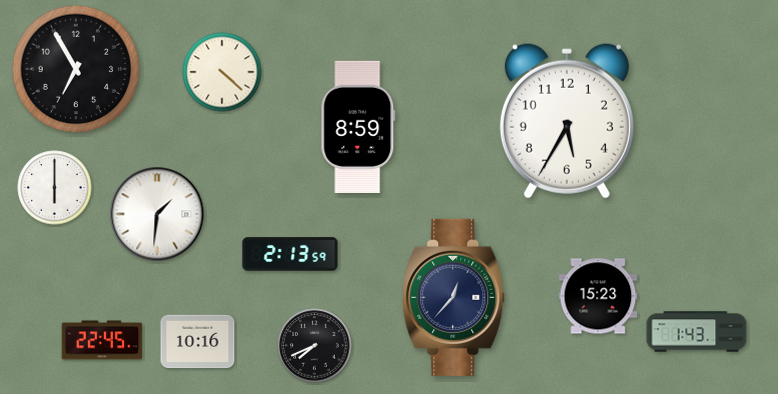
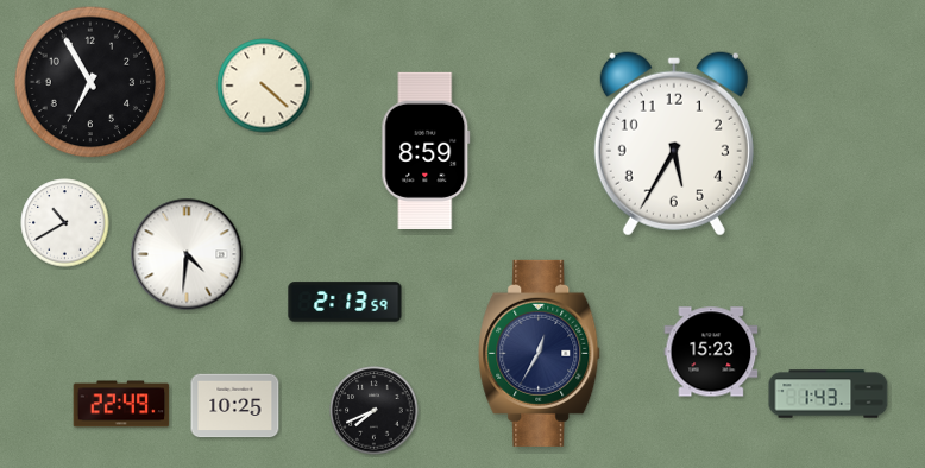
clock at (55, 188): 6:00 -> 10:40
clock at (157, 214): 1:31 -> 4:31
clock at (454, 297): 12:37 -> 12:35
clock at (102, 340): 22:45 -> 22:49
clock at (198, 342): 10:16 -> 10:25
